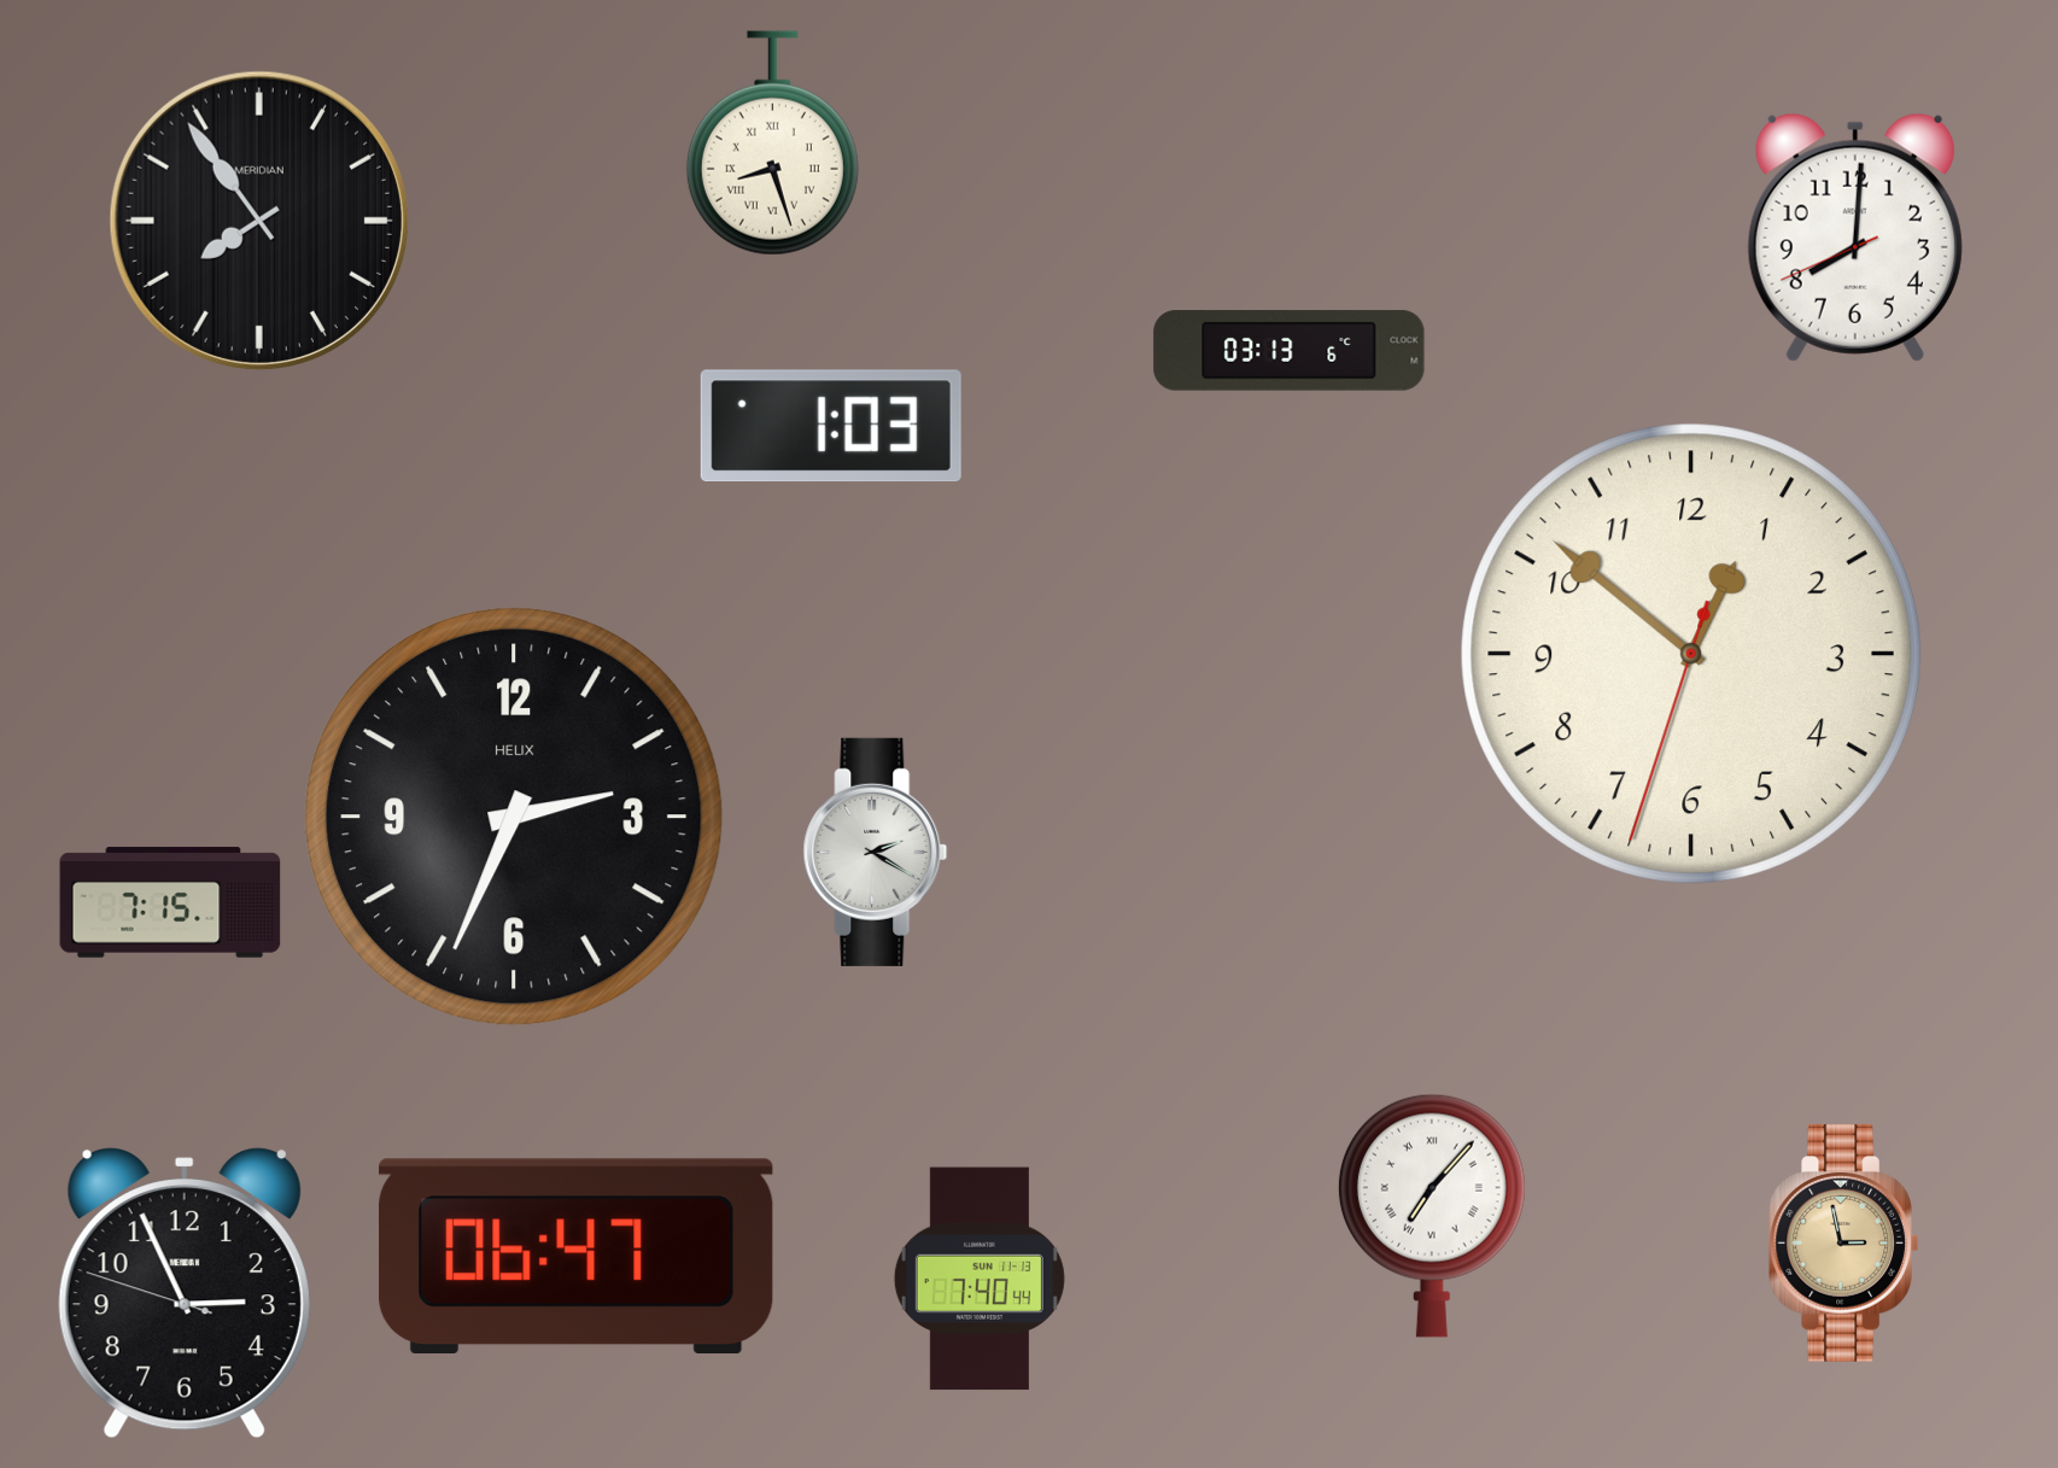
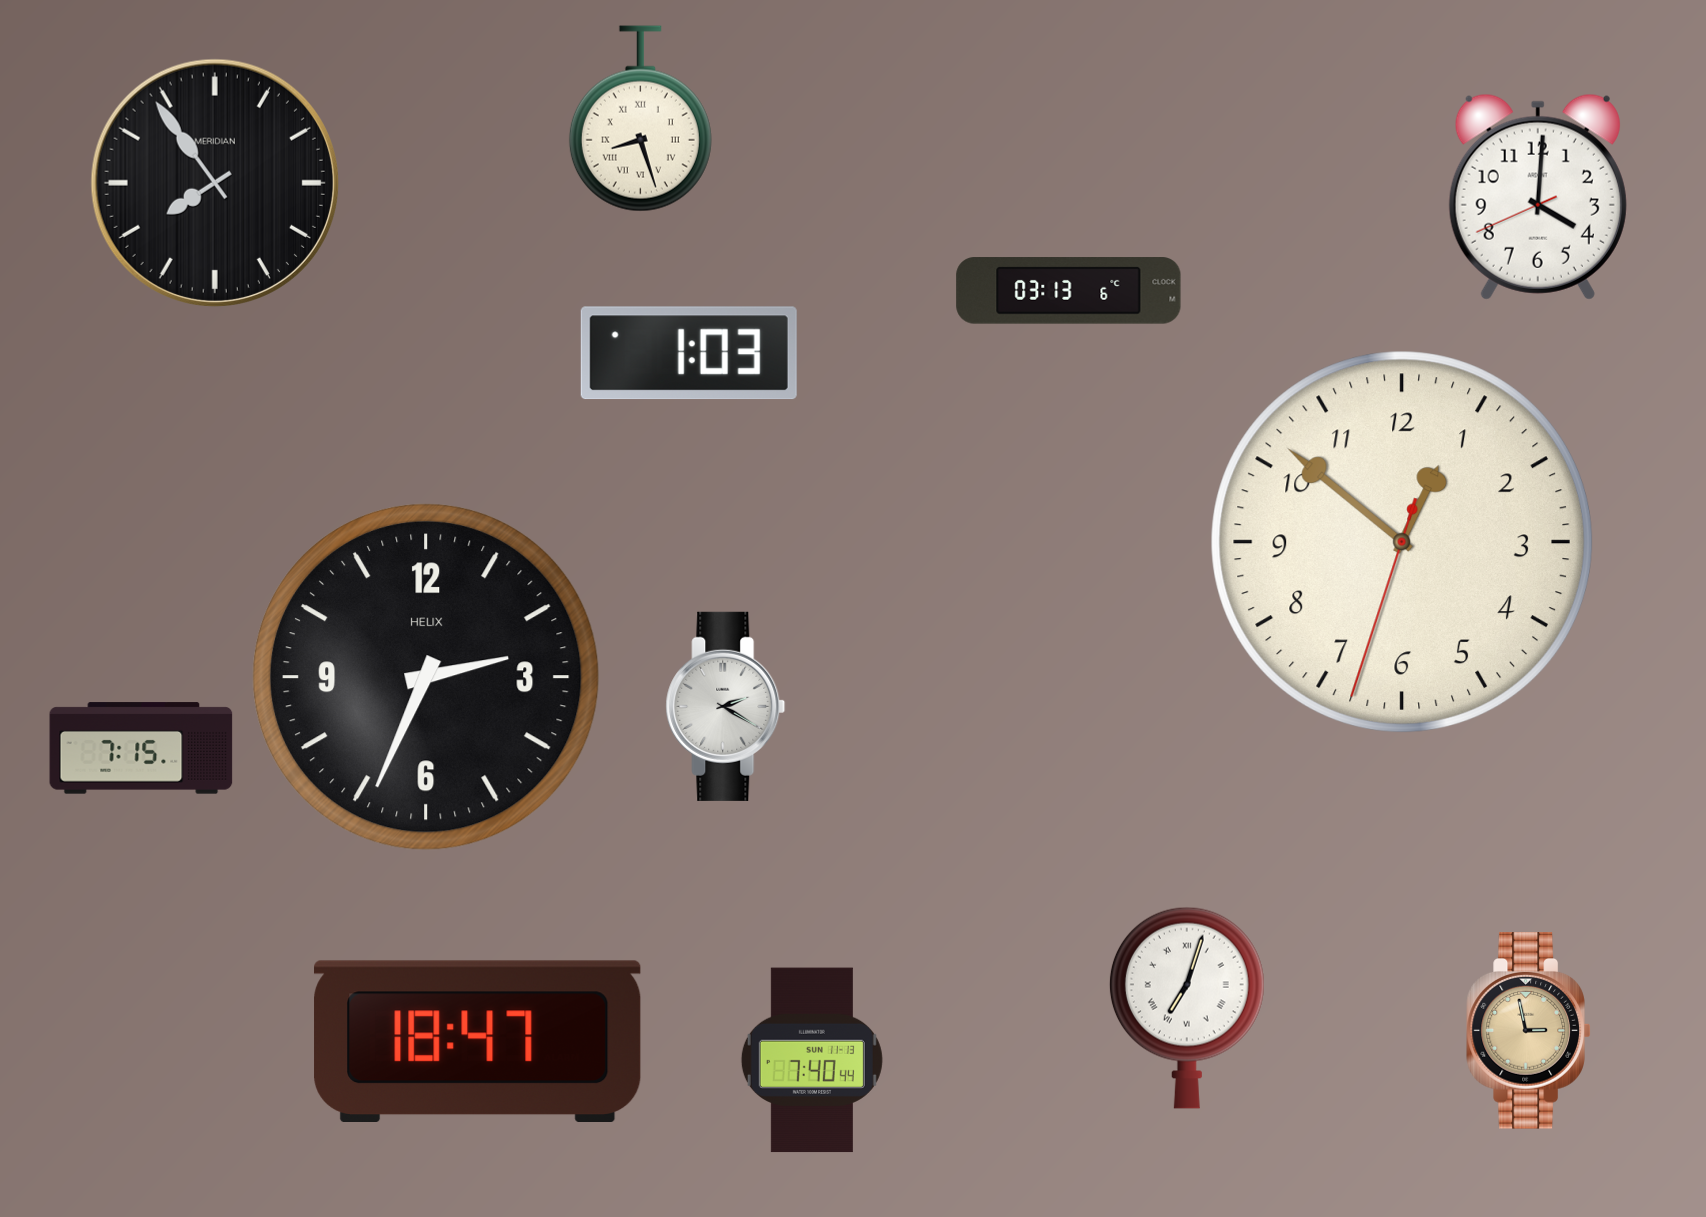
clock at (1855, 238): 8:00 -> 4:00
clock at (1432, 1216): 7:07 -> 7:03
clock at (577, 1256): 06:47 -> 18:47
clock at (185, 1293): 2:55 -> none
